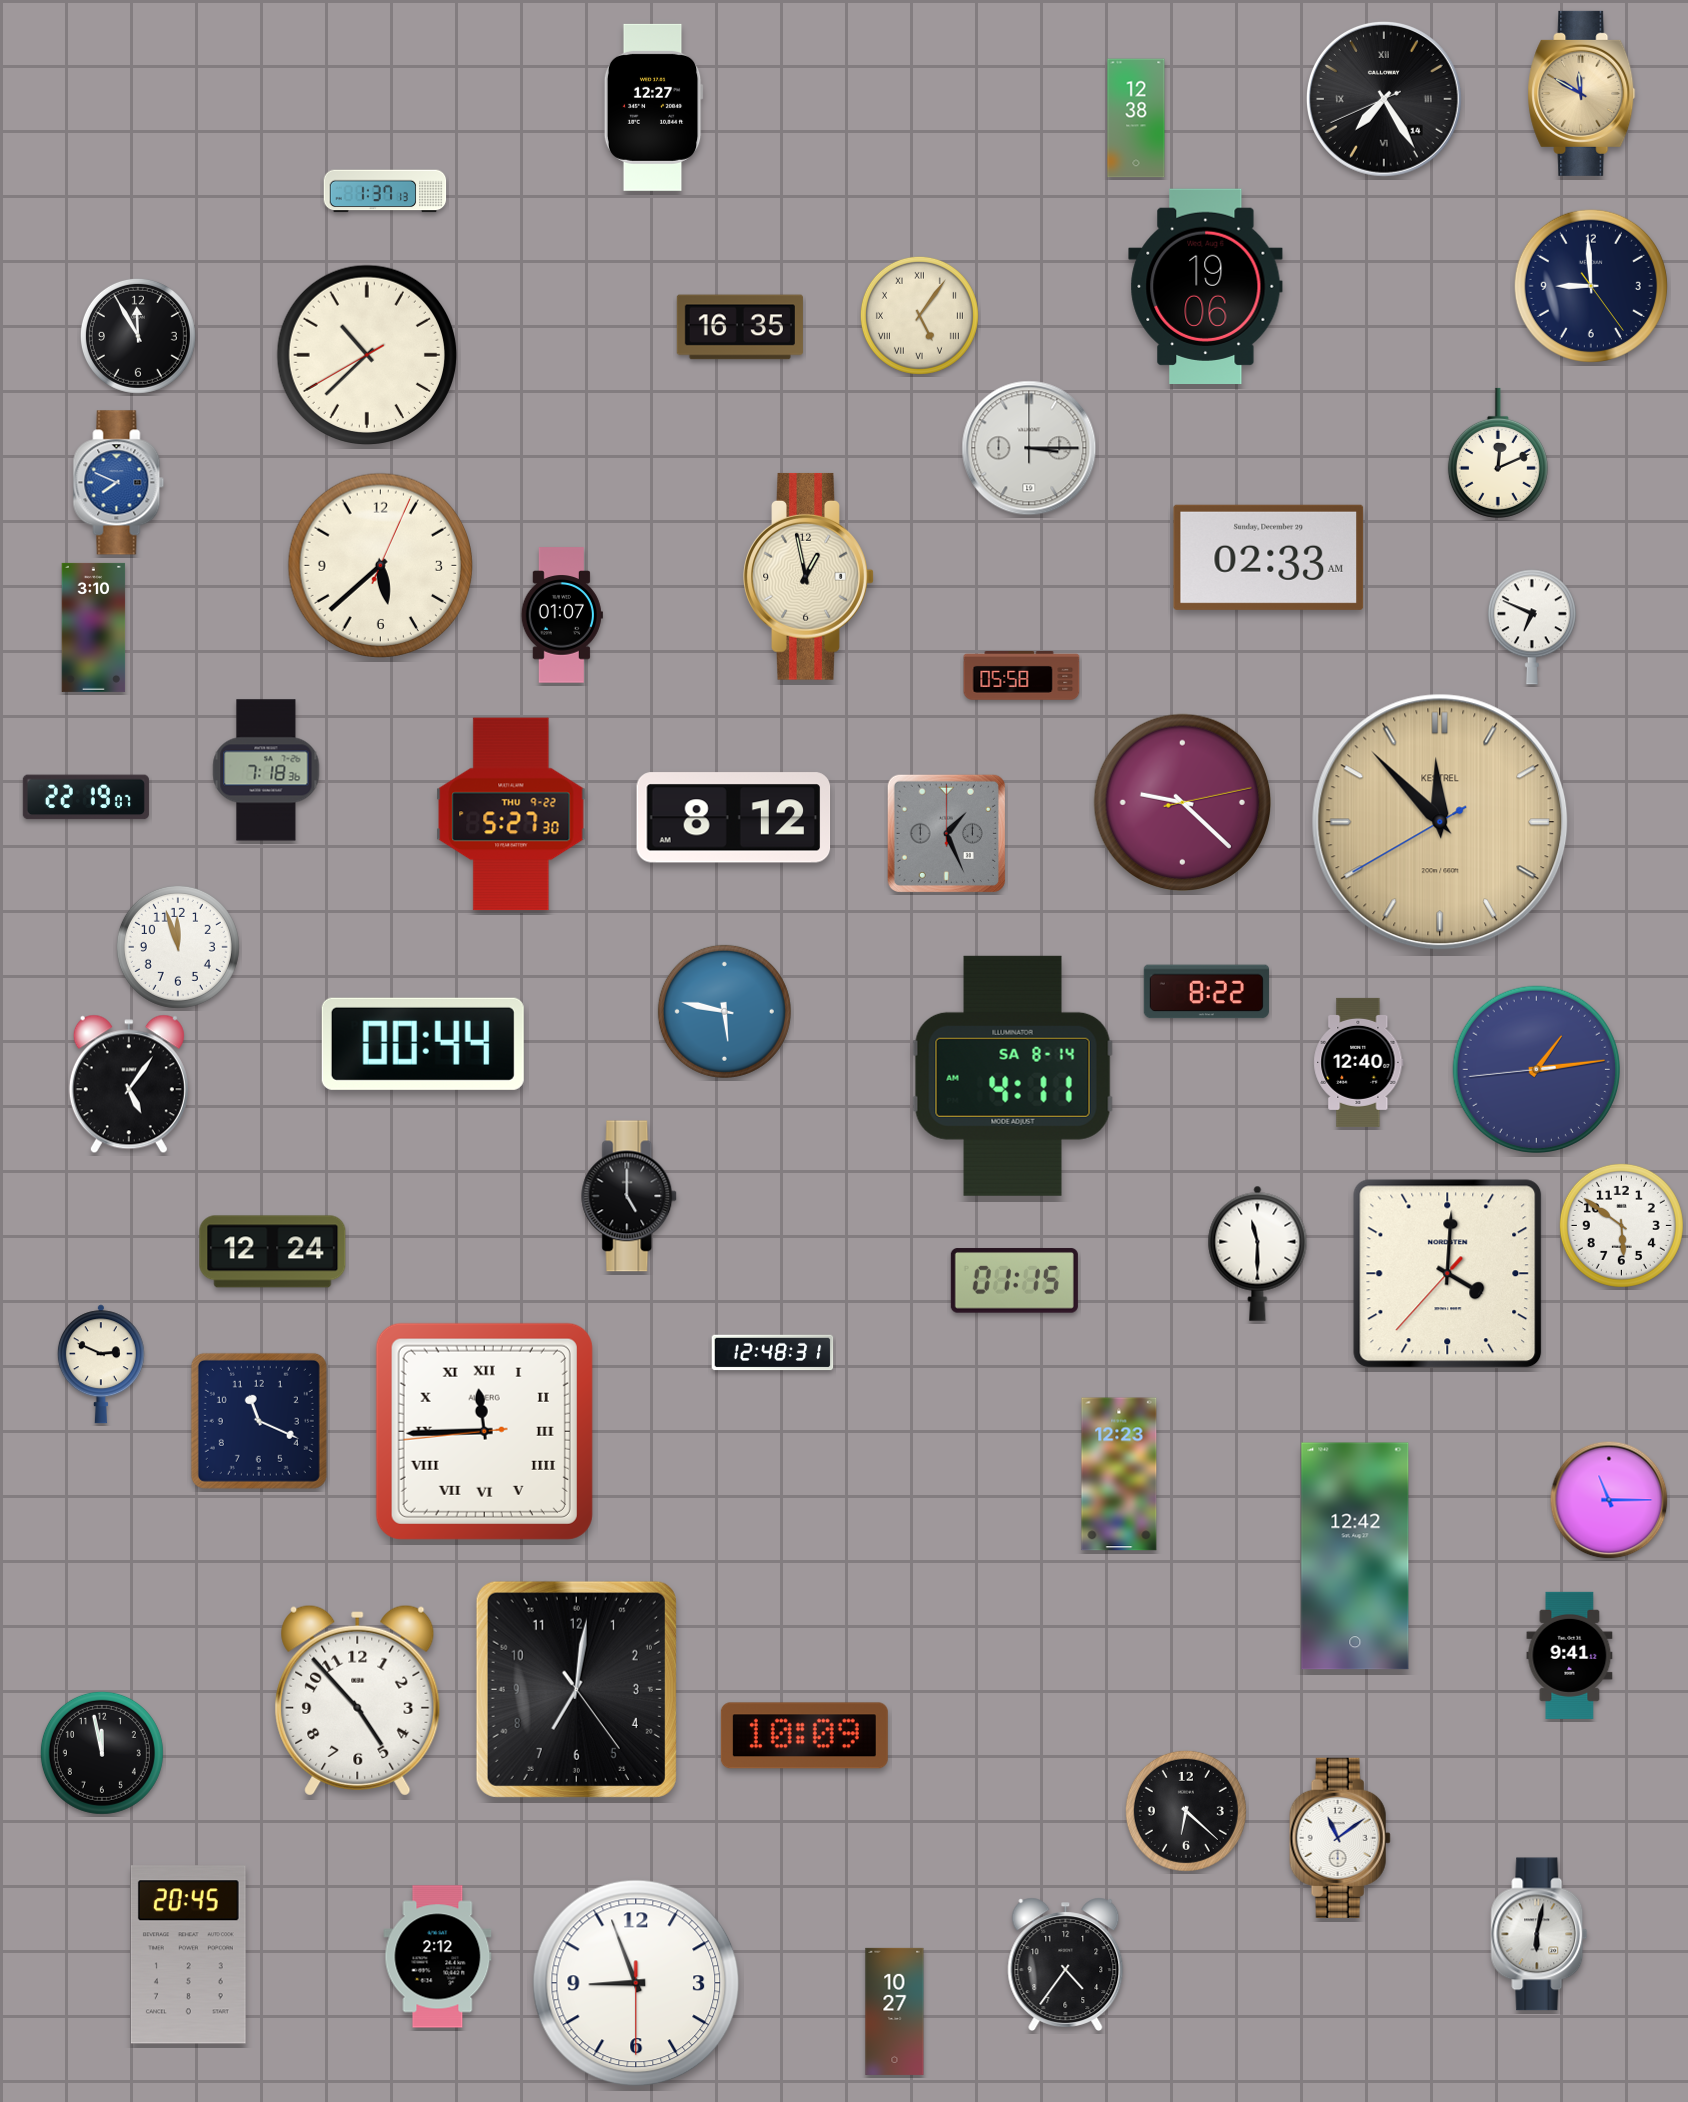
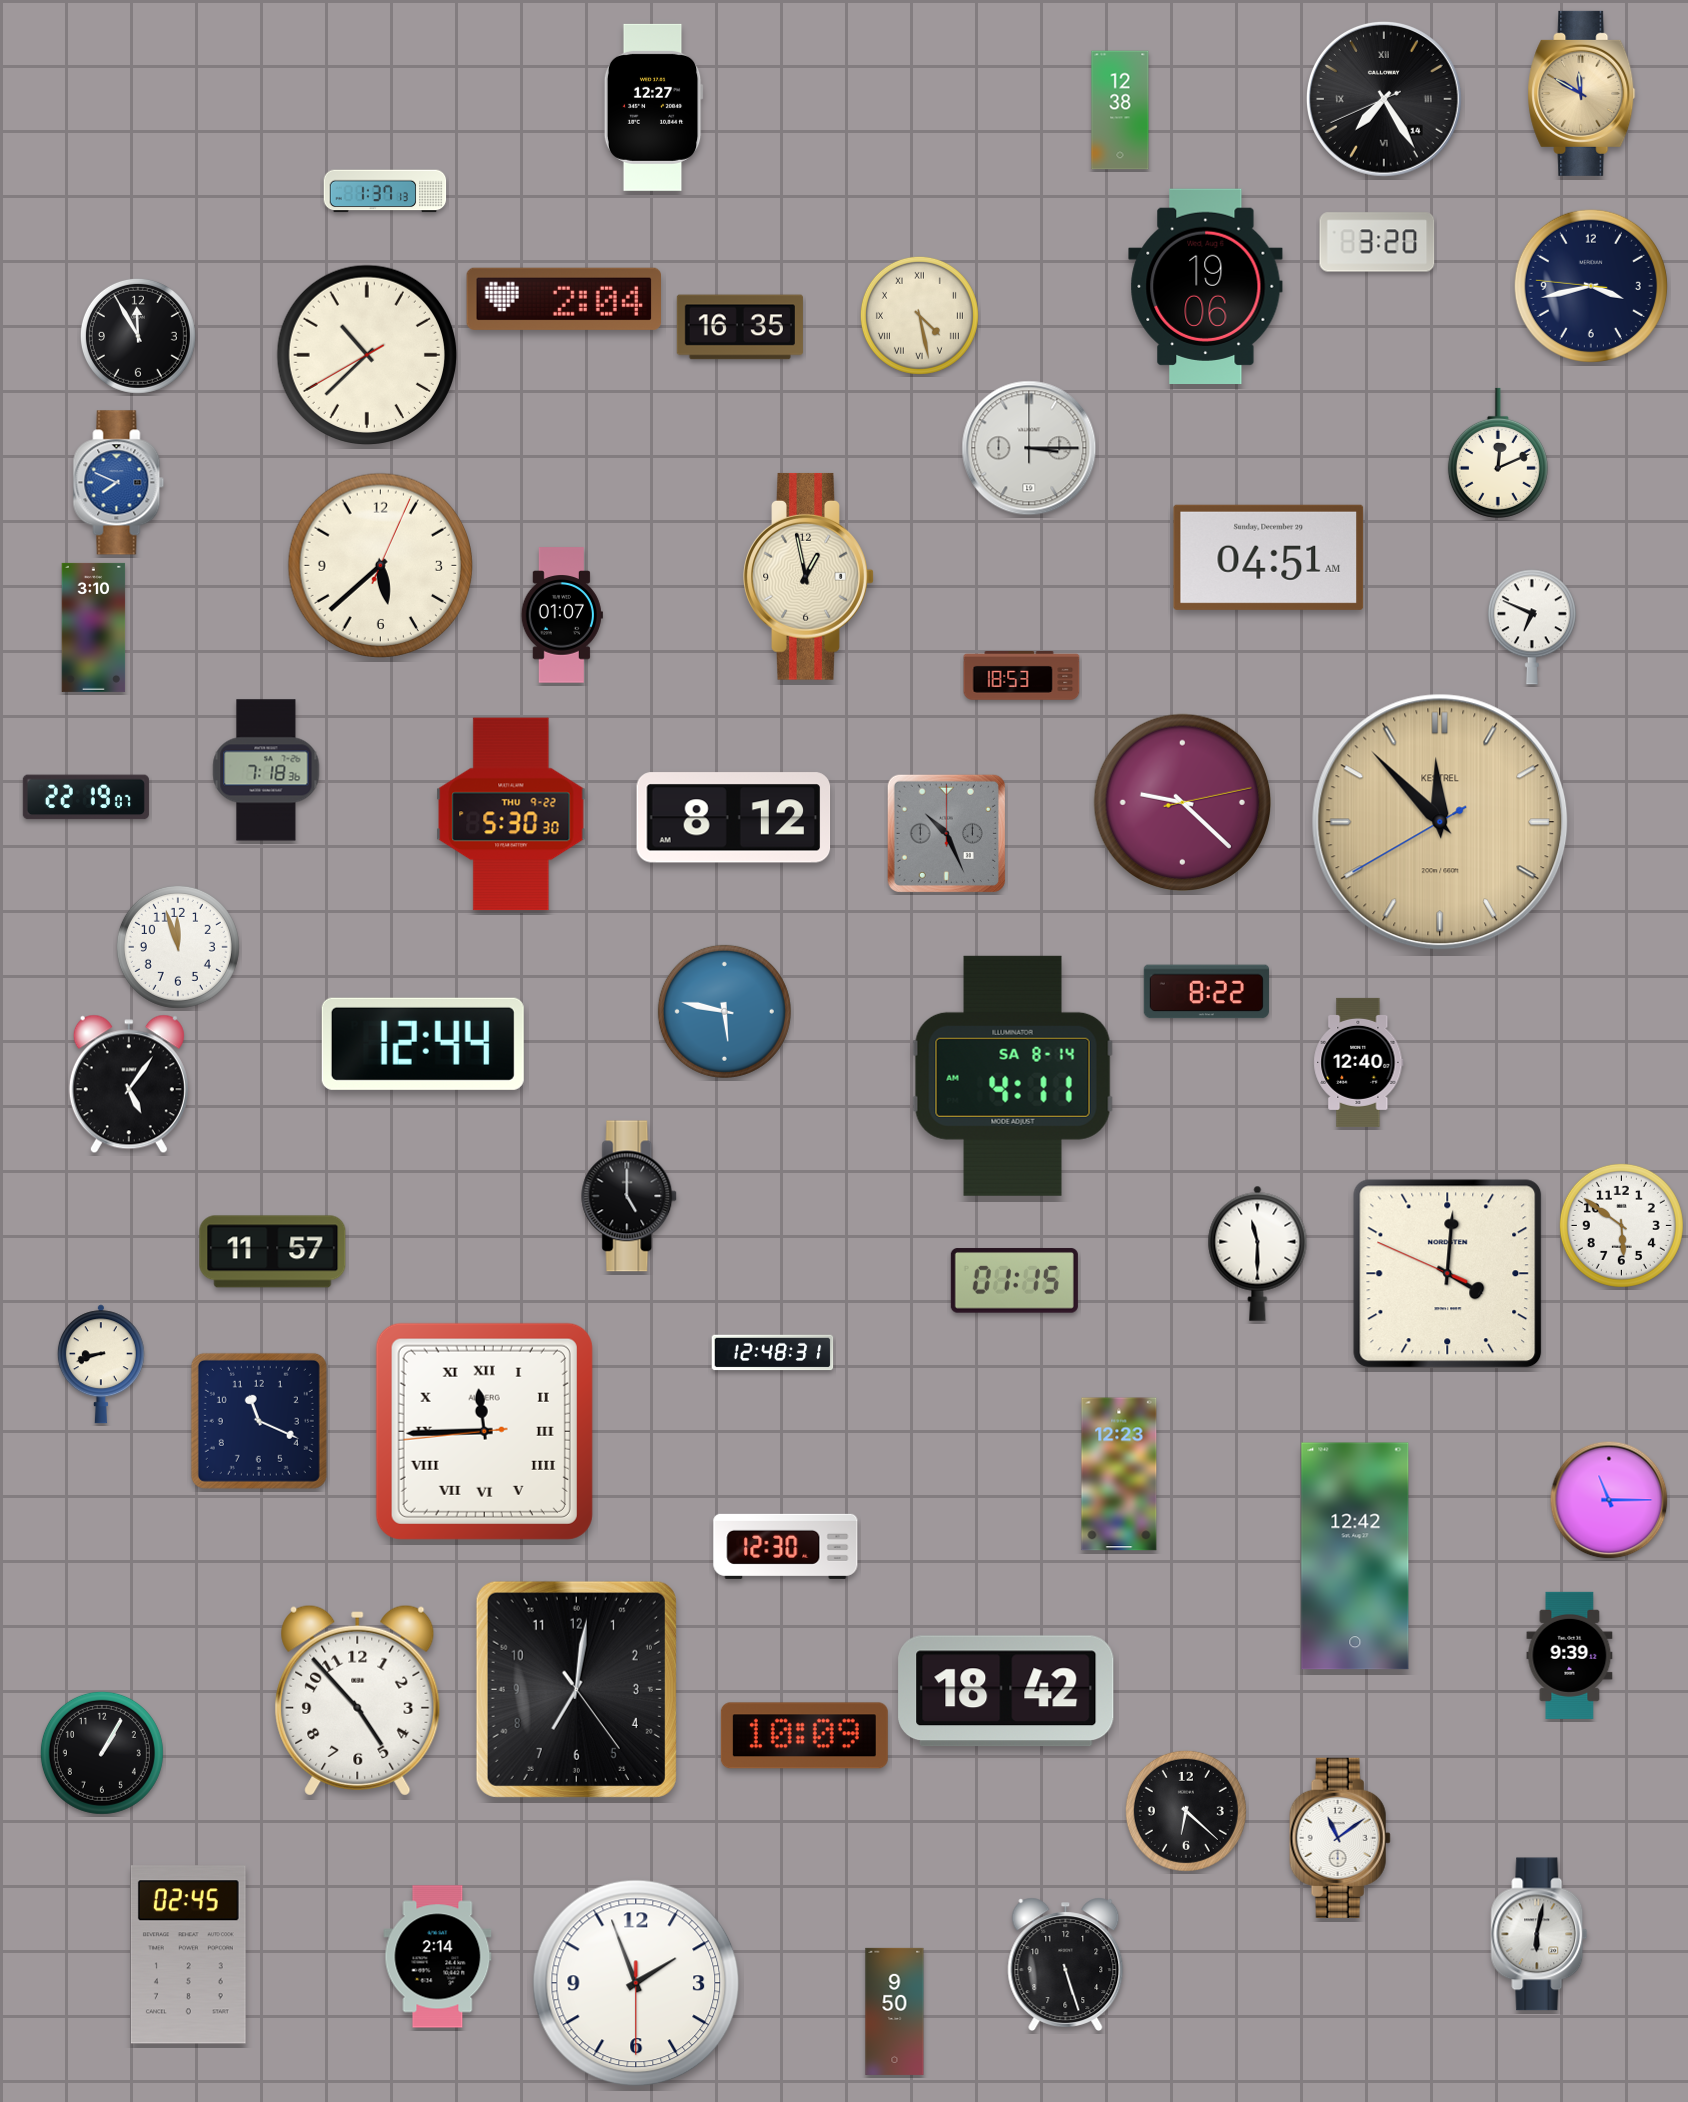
clock at (1136, 118) position: (1136, 118) -> (1120, 110)
clock at (1377, 242): none -> 3:20
clock at (1591, 286): 8:59 -> 3:42
clock at (563, 299): none -> 2:04
clock at (919, 315): 5:06 -> 4:28
clock at (1269, 557): 02:33 -> 04:51
clock at (1022, 676): 05:58 -> 18:53
clock at (511, 814): 5:27 -> 5:30
clock at (946, 833): 1:26 -> 10:26
clock at (423, 1044): 00:44 -> 12:44
clock at (1536, 1069): 1:13 -> none
clock at (273, 1252): 12:24 -> 11:57
clock at (1448, 1274): 4:00:37 -> 4:00:49
clock at (101, 1364): 2:49 -> 8:42
clock at (786, 1546): none -> 12:30
clock at (1570, 1655): 9:41 -> 9:39
clock at (1006, 1691): none -> 18:42
clock at (102, 1753): 11:58 -> 1:05
clock at (188, 1955): 20:45 -> 02:45
clock at (438, 1957): 2:12 -> 2:14
clock at (1066, 1964): 4:36 -> 5:27
clock at (636, 1983): 8:56 -> 1:56
clock at (895, 2011): 10:27 -> 9:50
